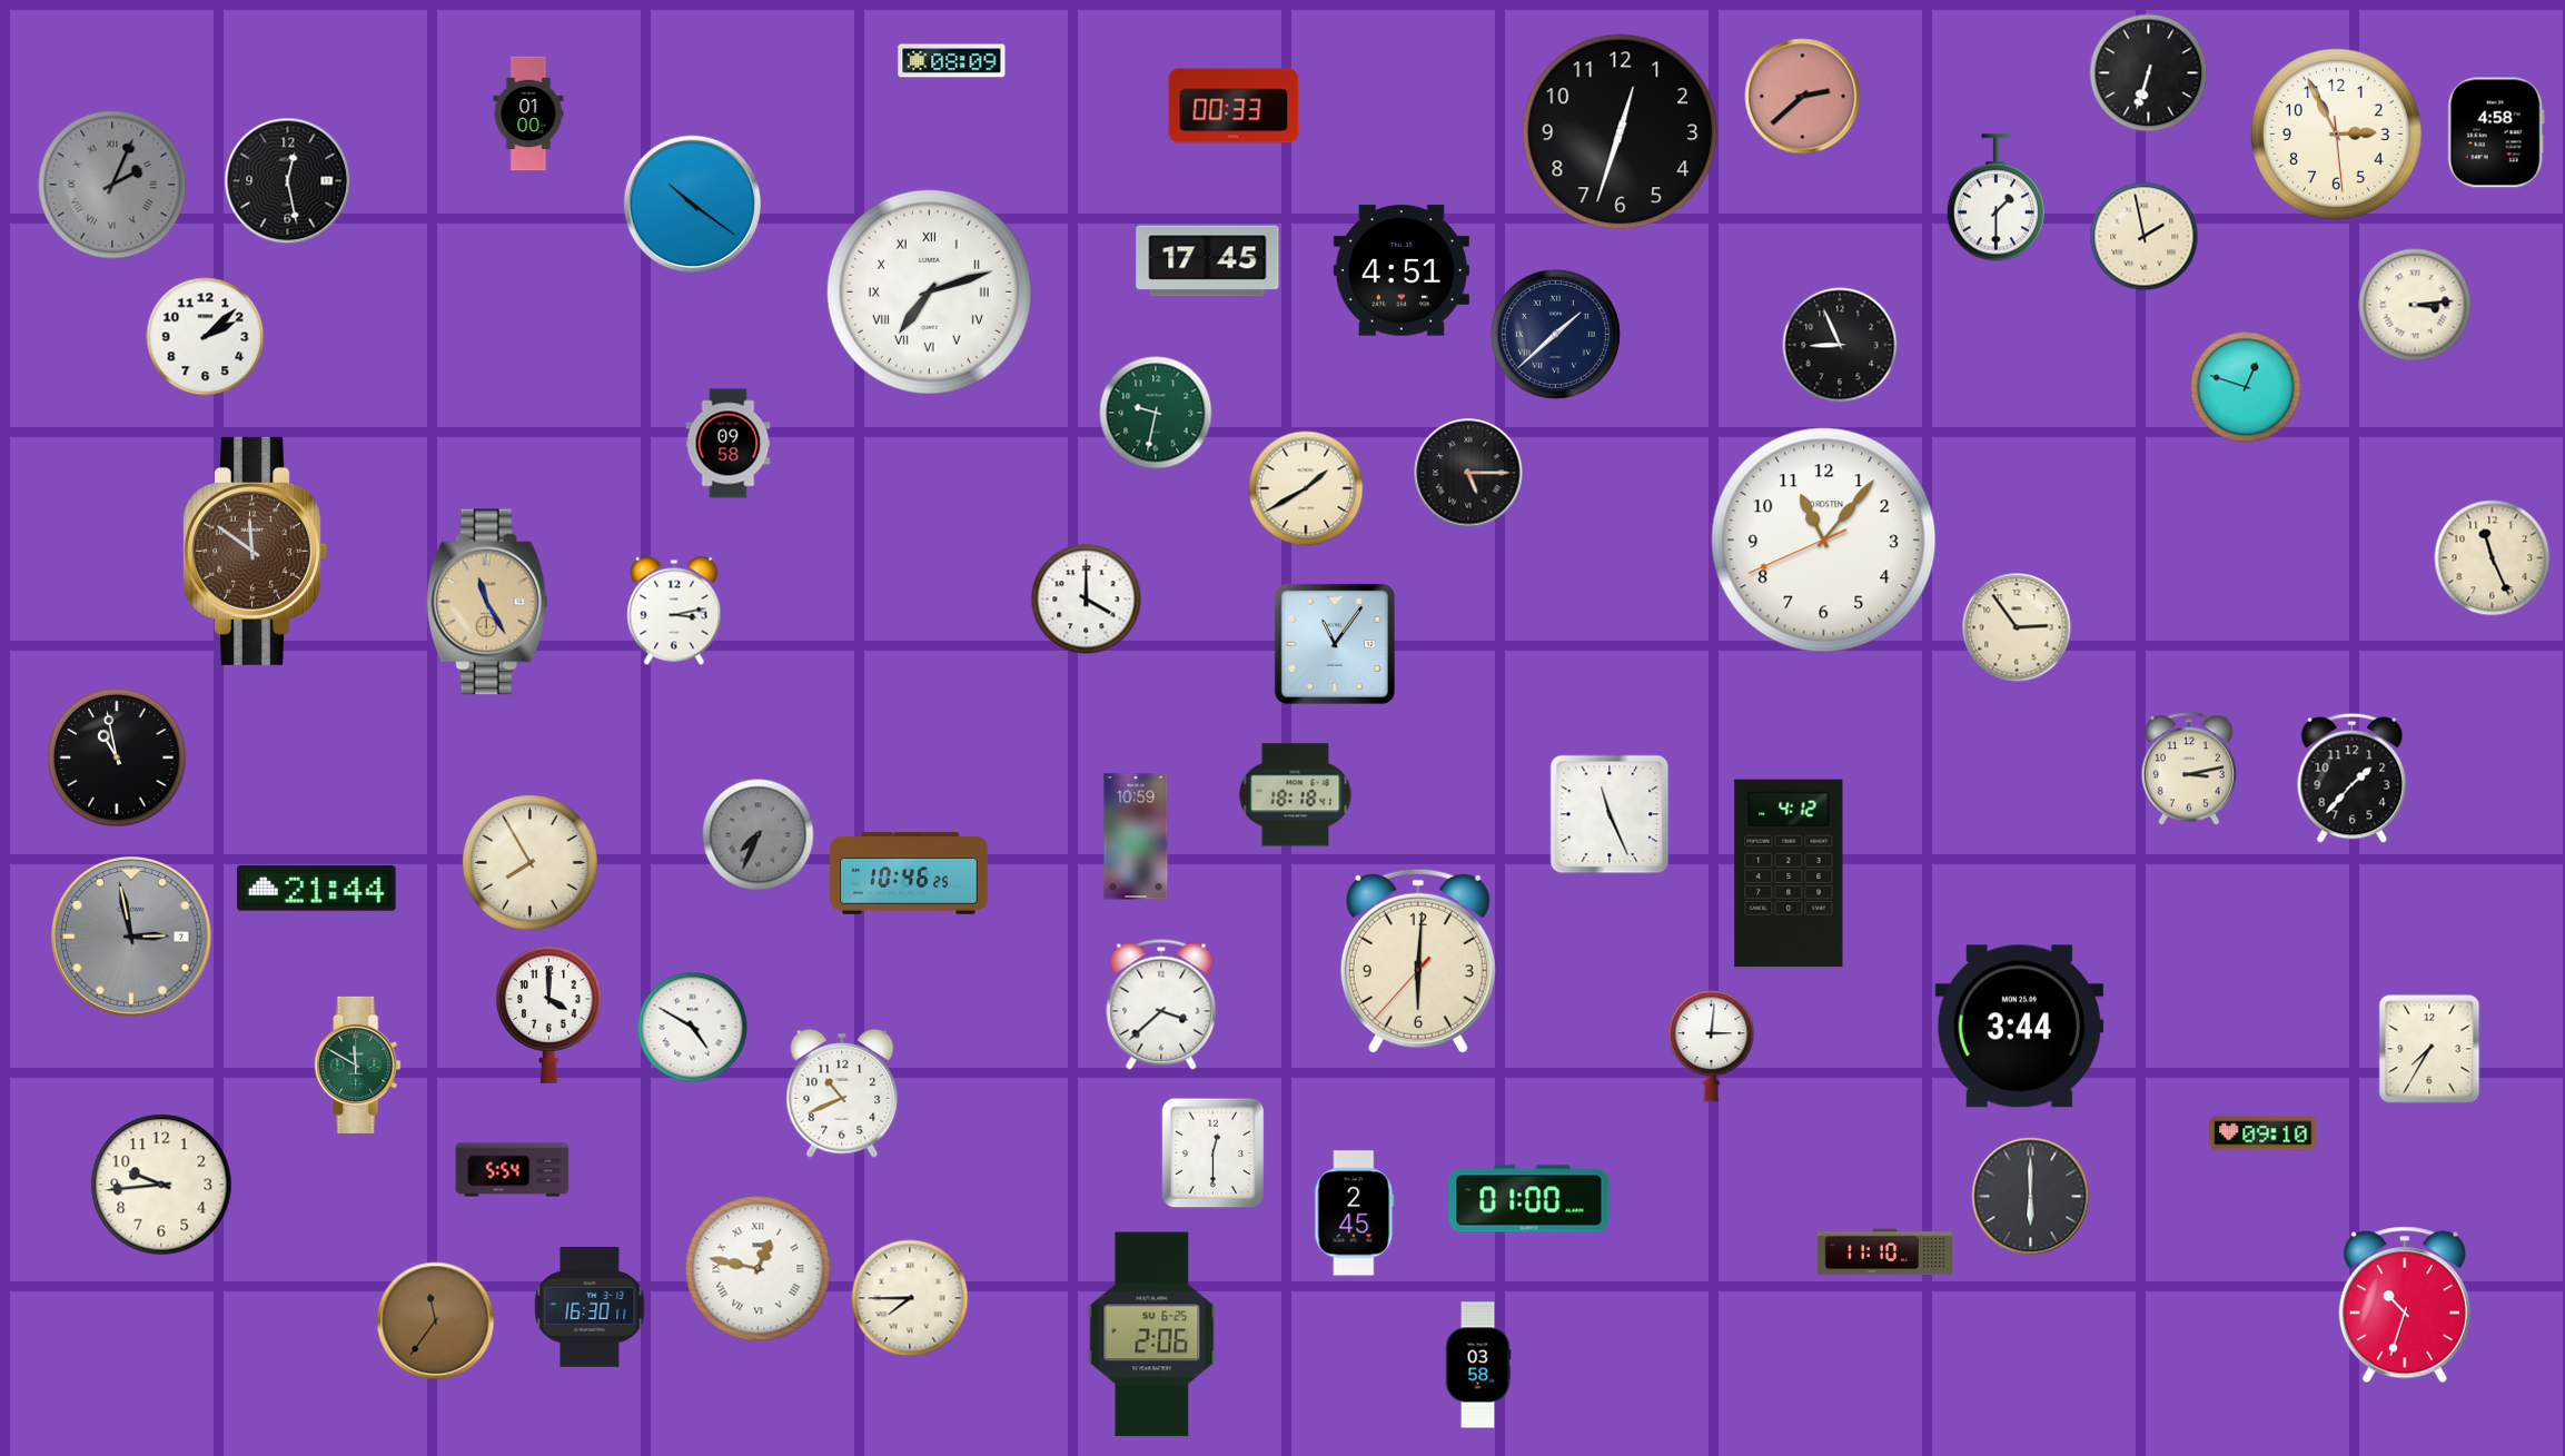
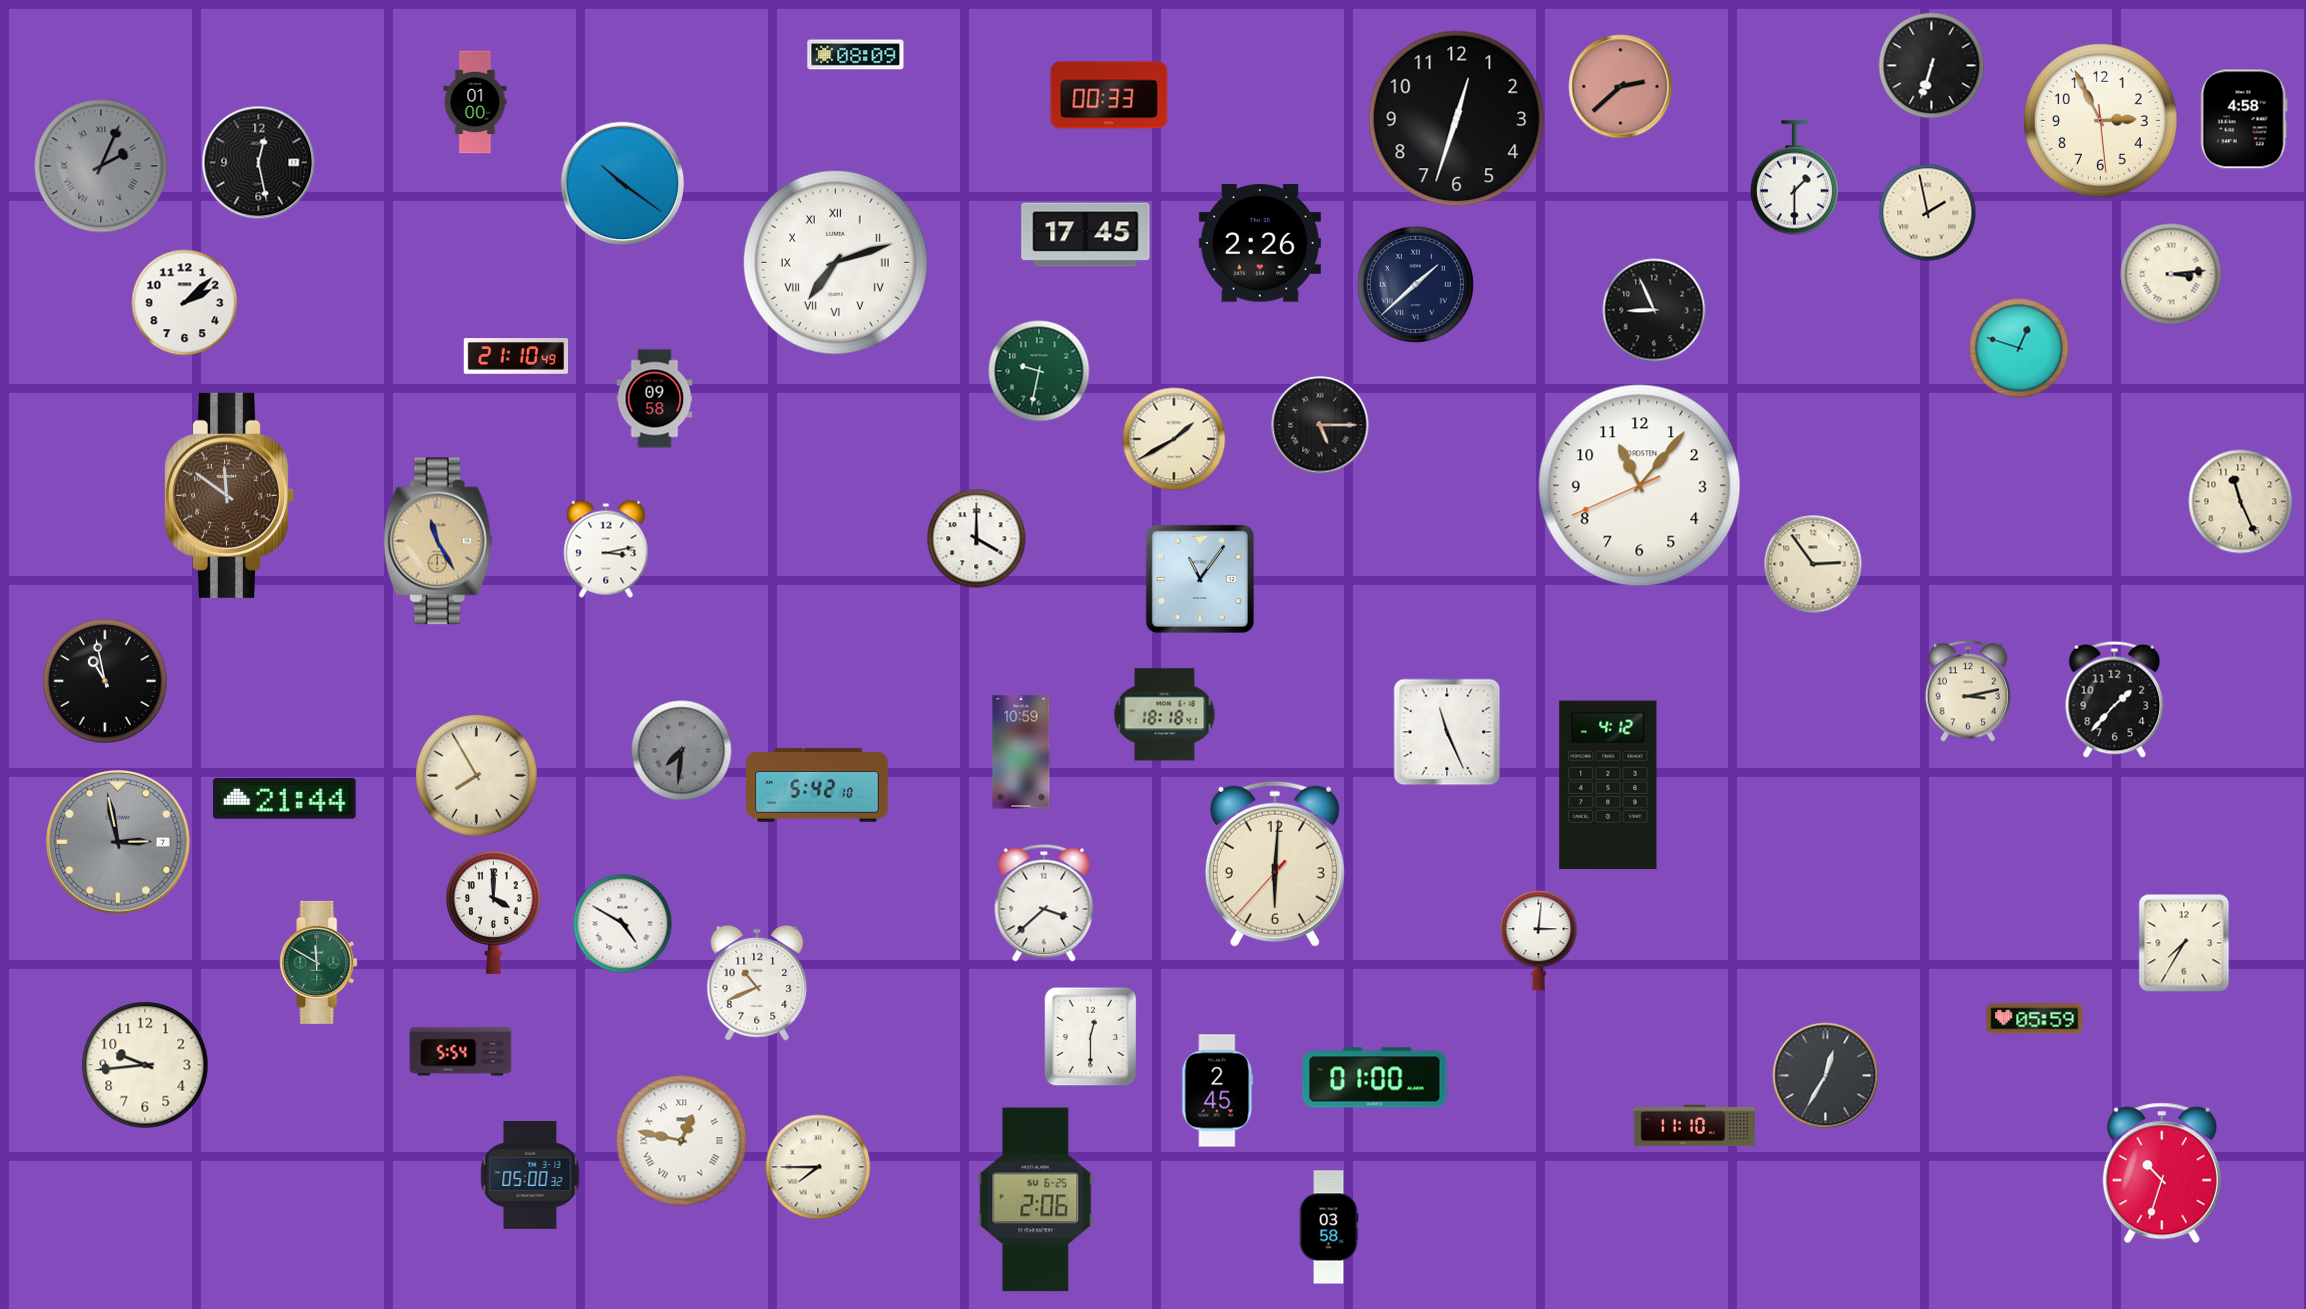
clock at (1402, 270): 4:51 -> 2:26
clock at (1555, 334) position: (1555, 334) -> (1415, 284)
clock at (516, 356): none -> 21:10
clock at (759, 835): 7:34 -> 7:31
clock at (909, 873): 10:46 -> 5:42
clock at (2020, 1027): 3:44 -> none
clock at (358, 1064) position: (358, 1064) -> (319, 962)
clock at (2264, 1133): 09:10 -> 05:59
clock at (2031, 1197): 6:00 -> 12:35
clock at (590, 1308): 16:30 -> 05:00
clock at (436, 1321): 11:36 -> none
